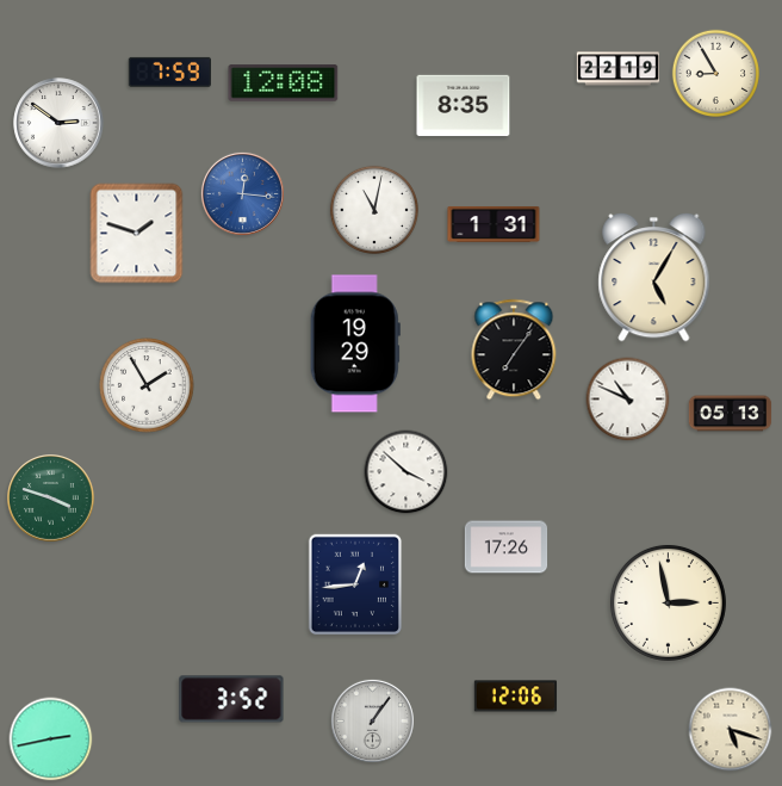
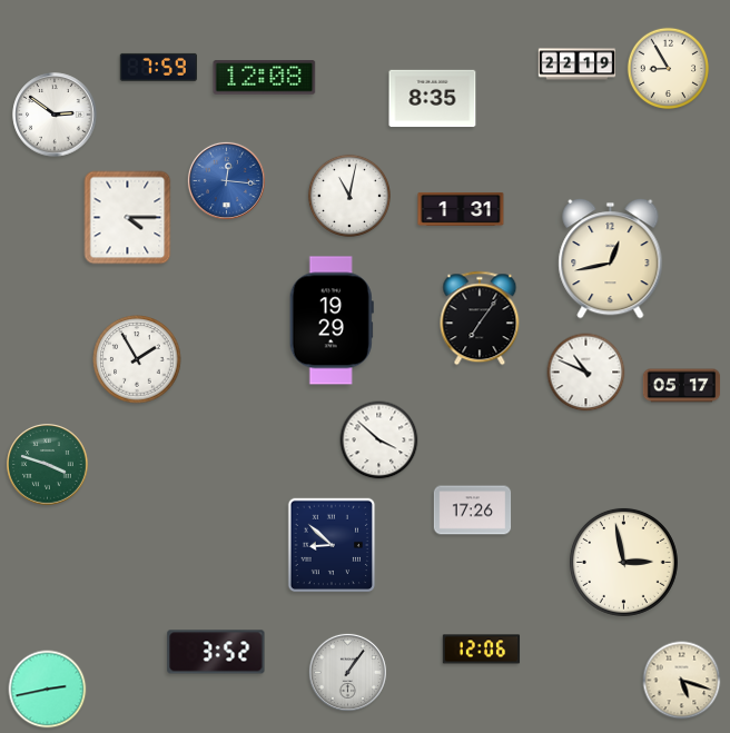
clock at (137, 234): 1:48 -> 4:15
clock at (654, 277): 5:05 -> 12:43
clock at (514, 349) position: (514, 349) -> (480, 318)
clock at (731, 414): 05:13 -> 05:17
clock at (355, 584): 12:44 -> 8:52
